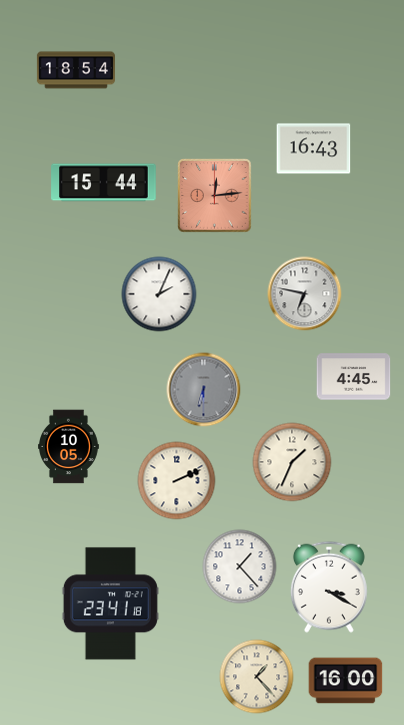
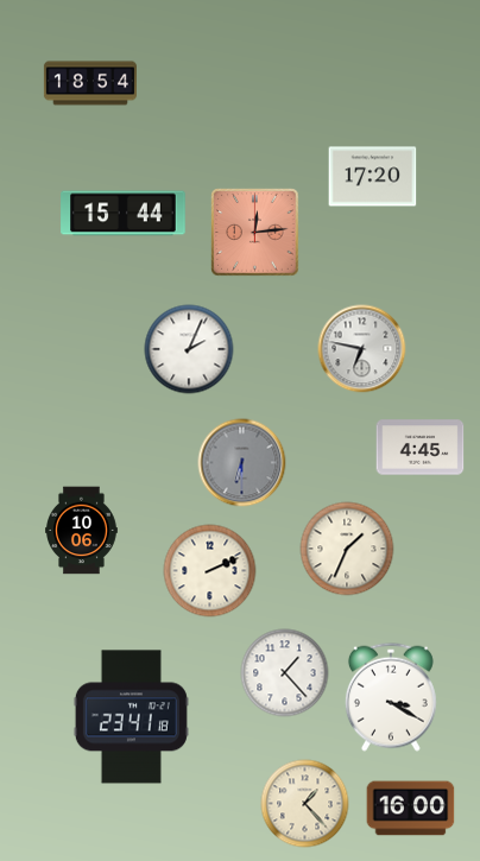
clock at (314, 149): 16:43 -> 17:20
clock at (104, 183) position: (104, 183) -> (124, 214)
clock at (69, 447): 10:05 -> 10:06
